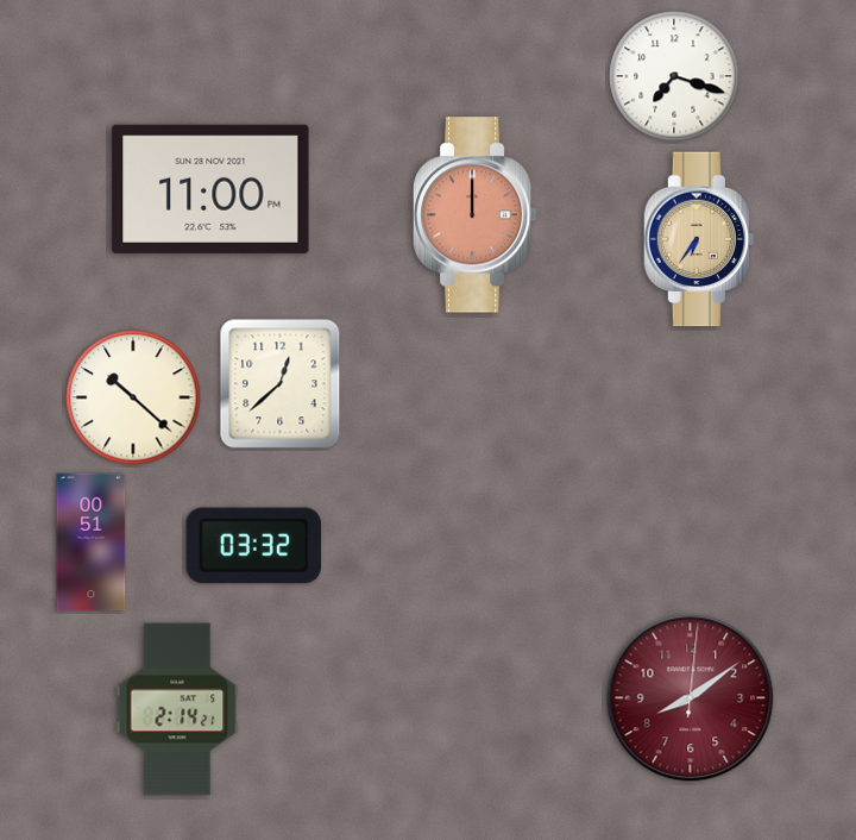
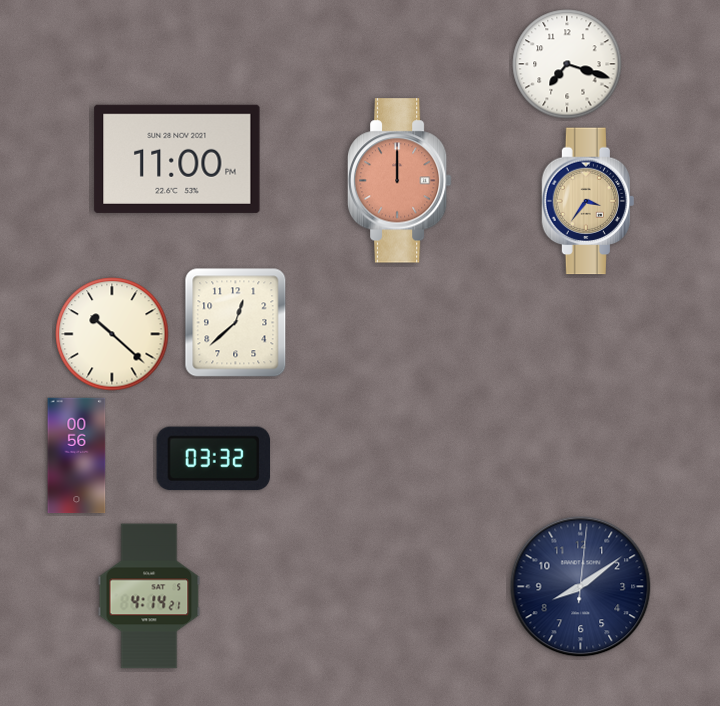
clock at (699, 239): 6:36 -> 3:36
clock at (92, 543): 00:51 -> 00:56
clock at (691, 698) dial: burgundy -> navy
clock at (177, 709): 2:14 -> 4:14
